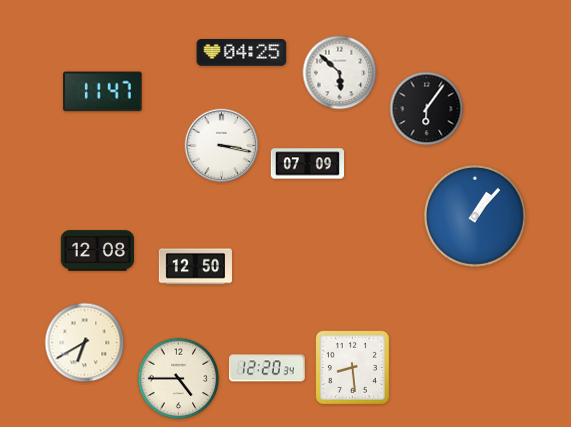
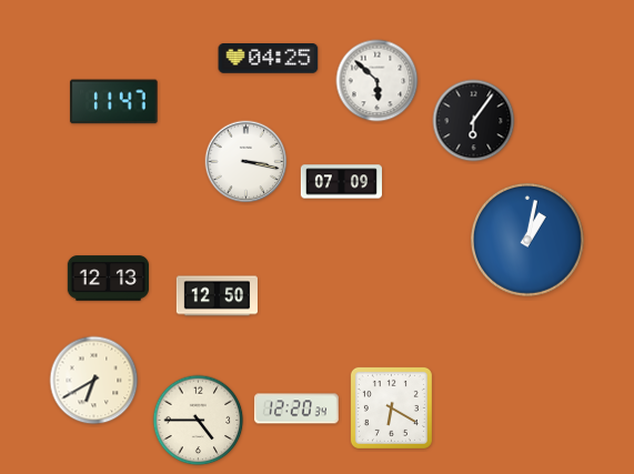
clock at (476, 217): 1:07 -> 1:02
clock at (97, 251): 12:08 -> 12:13
clock at (352, 367): 8:29 -> 6:20
